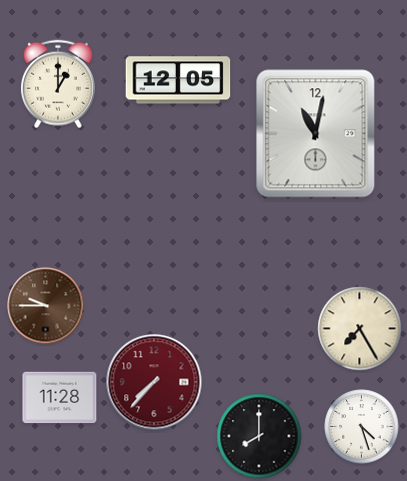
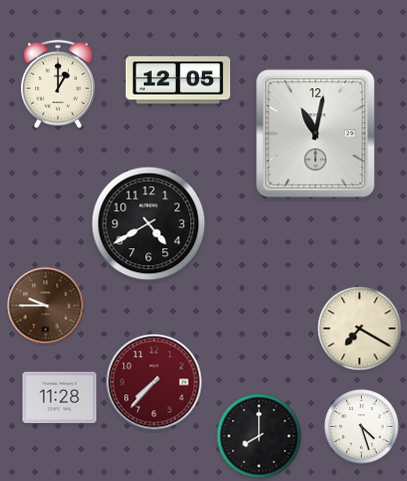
clock at (149, 224): none -> 4:40
clock at (360, 329): 7:25 -> 7:20
